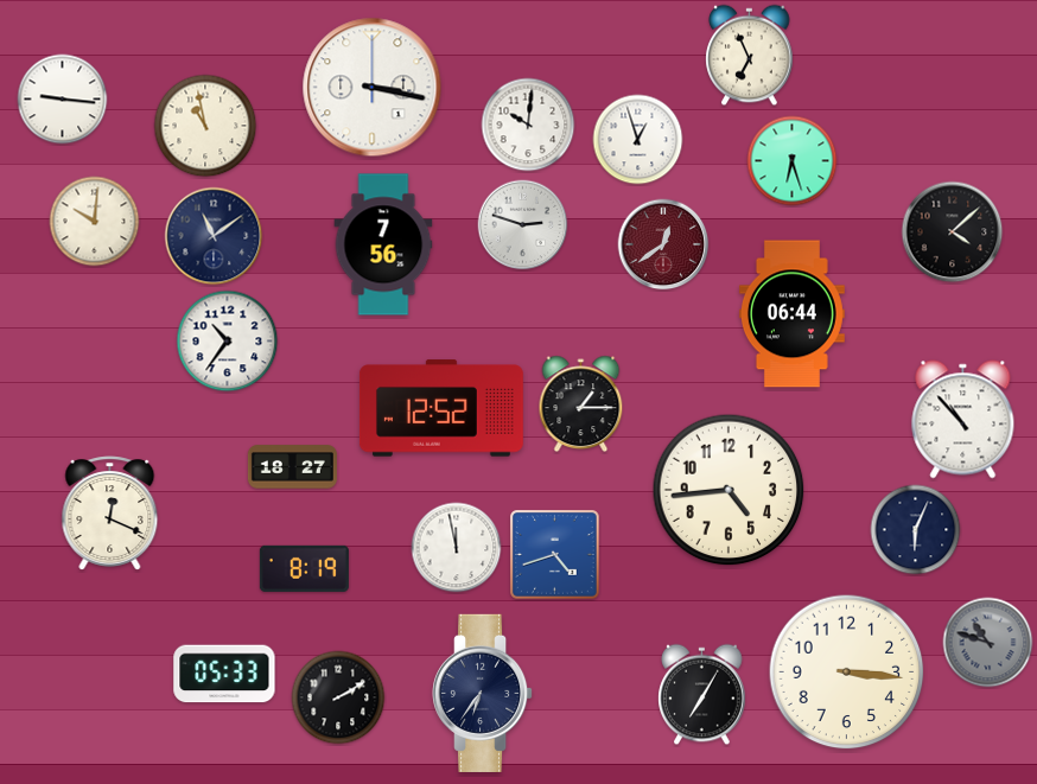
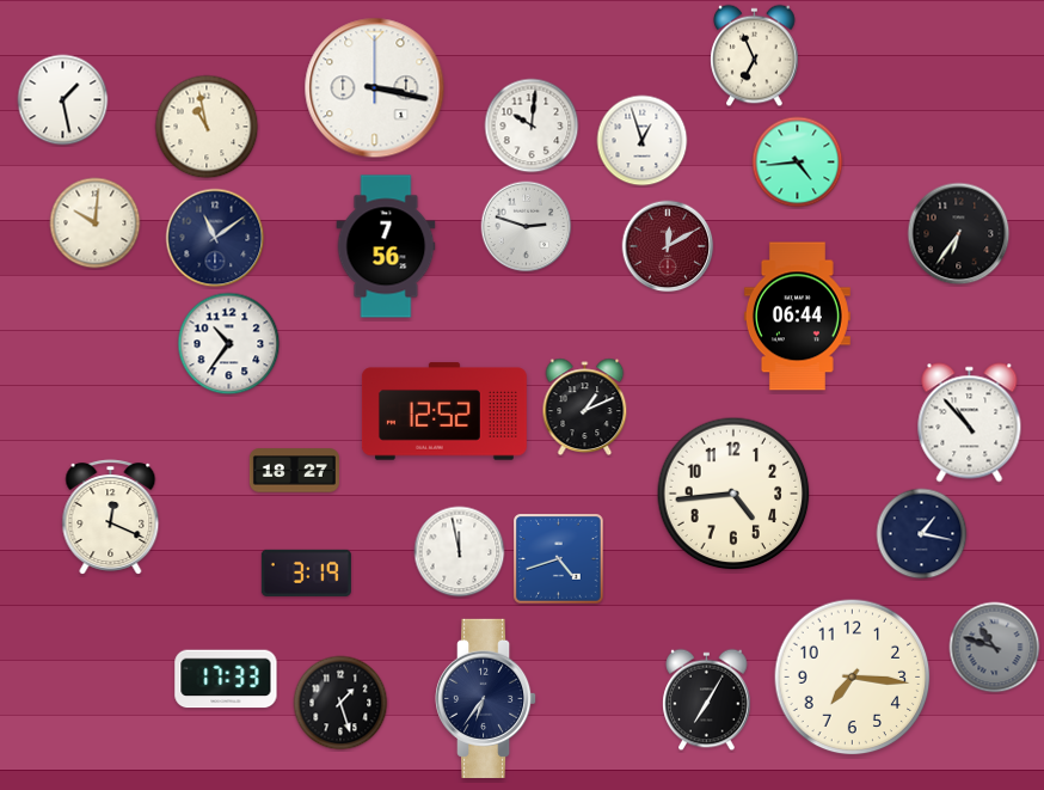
clock at (63, 100): 9:16 -> 1:28
clock at (793, 161): 6:27 -> 4:44
clock at (953, 232): 4:08 -> 6:36
clock at (663, 244): 12:39 -> 12:10
clock at (581, 404): 1:15 -> 1:11
clock at (916, 530): 6:04 -> 1:17
clock at (304, 568): 8:19 -> 3:19
clock at (847, 673): 3:16 -> 7:16
clock at (224, 674): 05:33 -> 17:33
clock at (338, 697): 2:10 -> 1:27
